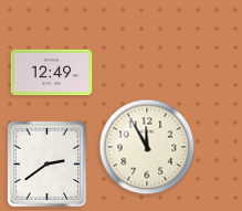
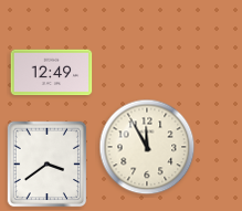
clock at (48, 165): 2:39 -> 3:39
